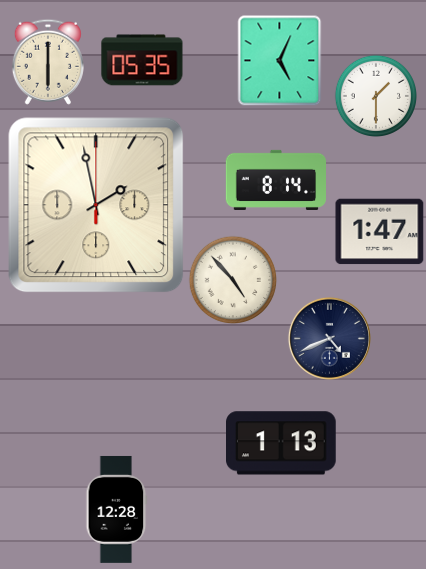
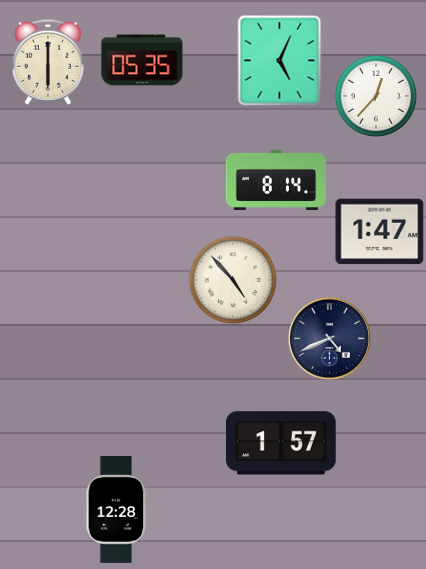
clock at (375, 95): 1:30 -> 12:37
clock at (96, 205): 1:58 -> none
clock at (282, 443): 1:13 -> 1:57
